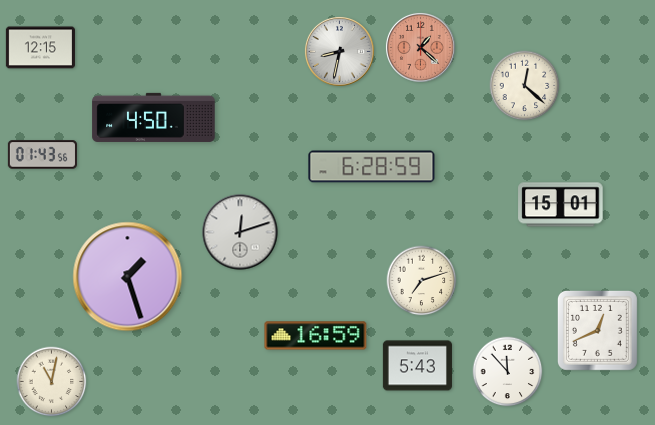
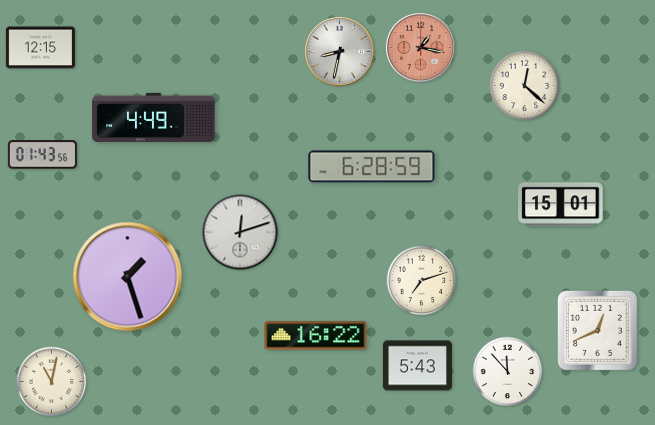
clock at (420, 47): 1:22 -> 1:17
clock at (154, 117): 4:50 -> 4:49
clock at (316, 336): 16:59 -> 16:22
